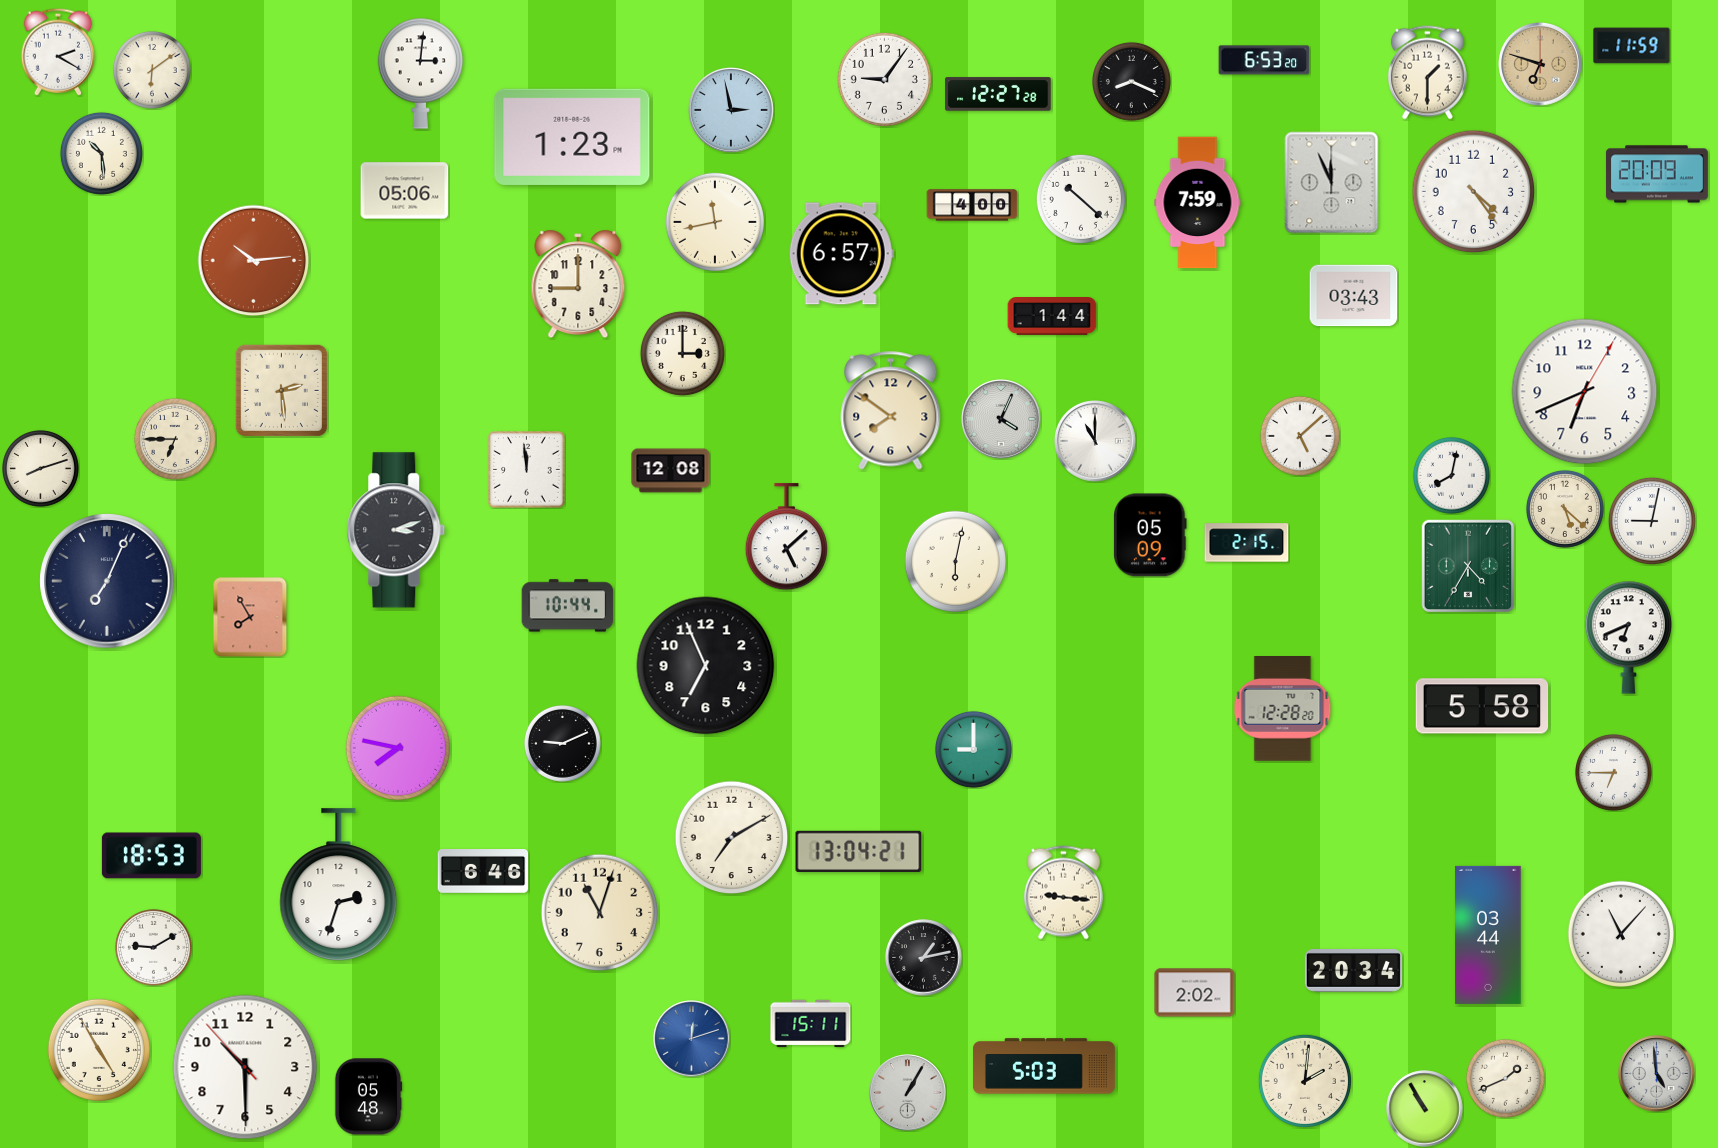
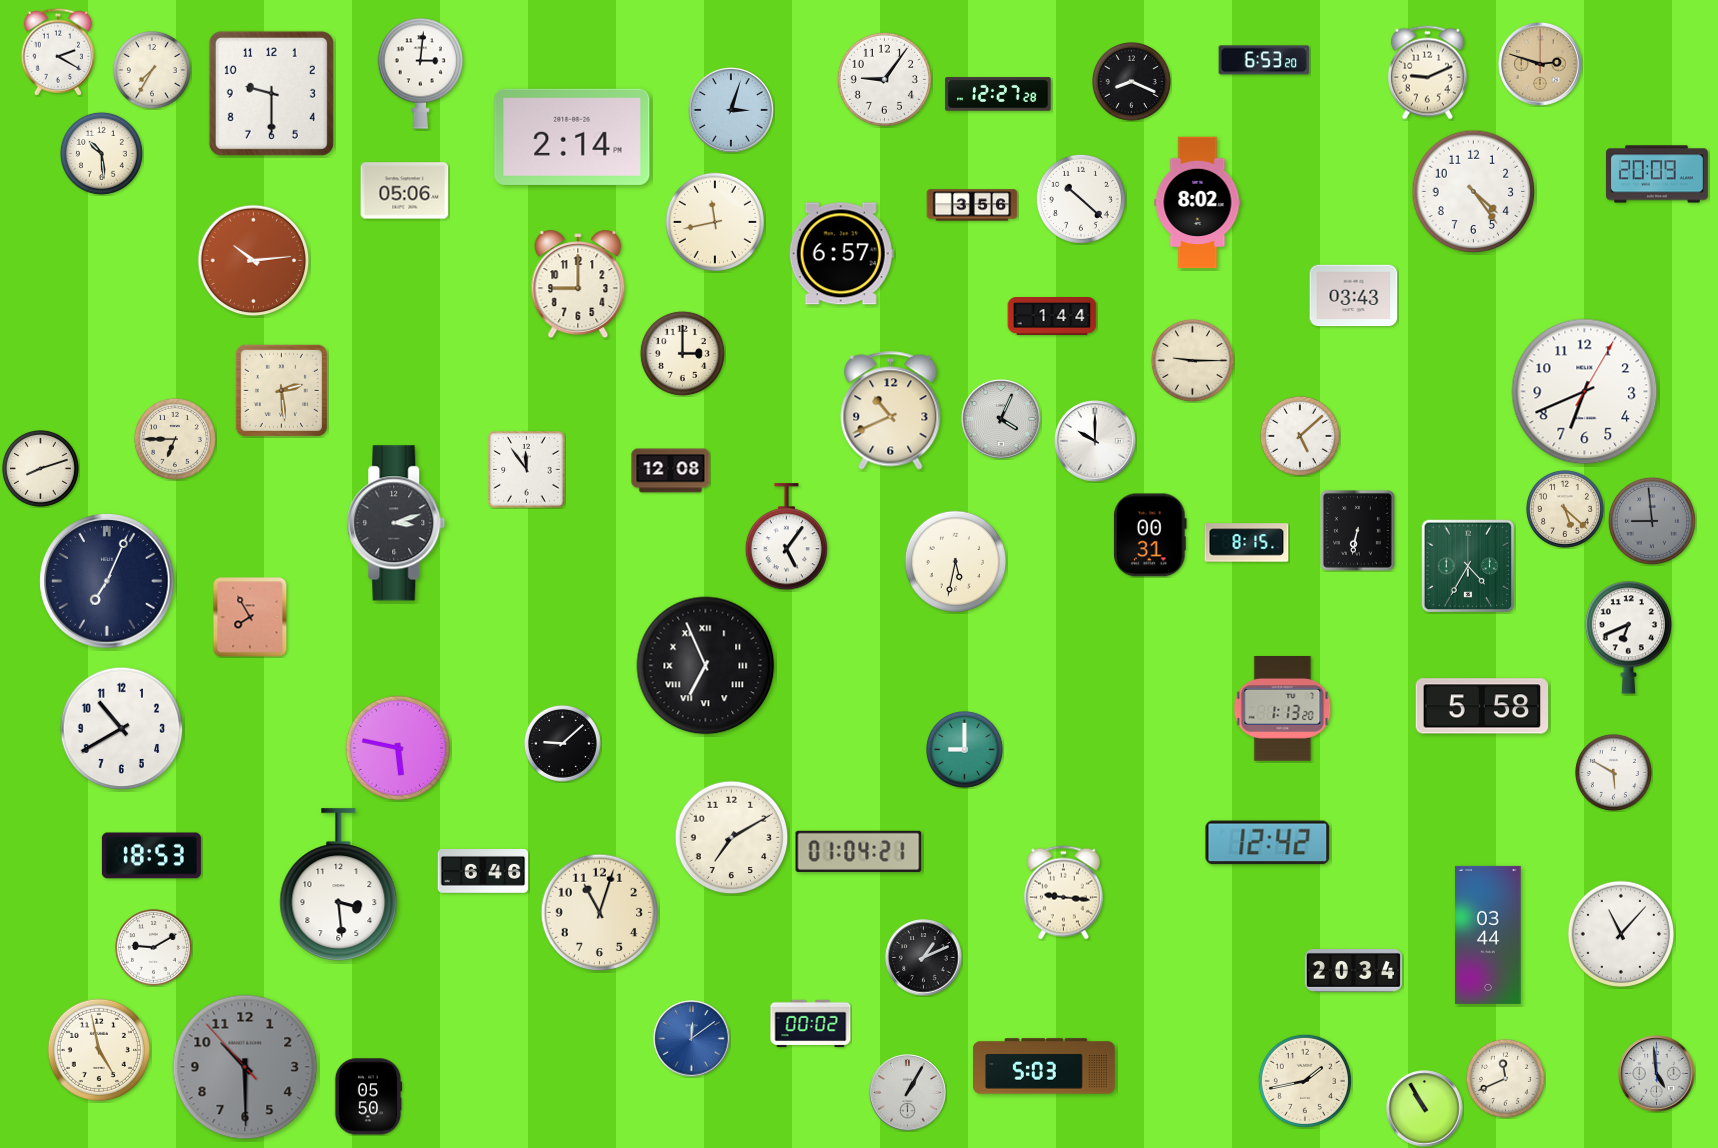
clock at (1632, 46): 11:59 -> none
clock at (1541, 65): 6:48 -> 2:48
clock at (152, 70): 6:09 -> 7:35
clock at (1427, 73): 1:30 -> 9:11
clock at (271, 93): none -> 9:30
clock at (731, 110): 2:58 -> 3:03
clock at (572, 137): 1:23 -> 2:14
clock at (1332, 183): 11:56 -> none
clock at (1198, 203): 7:59 -> 8:02
clock at (972, 205): 4:00 -> 3:56
clock at (1192, 360): none -> 9:15
clock at (891, 411): 7:51 -> 10:41
clock at (1095, 441): 11:00 -> 10:00
clock at (527, 470): 11:59 -> 11:54
clock at (1451, 475): 8:02 -> none
clock at (1652, 521): 9:02 -> 8:59
clock at (1652, 521) dial: white -> grey
clock at (396, 530) position: (396, 530) -> (396, 523)
clock at (1357, 530): none -> 6:32
clock at (1150, 535): 05:09 -> 00:31
clock at (786, 537): 5:08 -> 5:06
clock at (1247, 543): 2:15 -> 8:15
clock at (955, 561): 6:02 -> 5:32
clock at (568, 606): 10:44 -> none
clock at (706, 666) numerals: Arabic -> Roman
clock at (1283, 709): 12:28 -> 1:13
clock at (122, 729): none -> 10:40
clock at (562, 743): 9:11 -> 9:08
clock at (397, 747): 7:47 -> 5:47
clock at (973, 749) position: (973, 749) -> (964, 749)
clock at (1613, 772): 6:45 -> 5:50
clock at (1268, 843): none -> 12:42
clock at (859, 851): 13:04 -> 01:04
clock at (339, 884): 2:33 -> 3:29
clock at (924, 958): 1:13 -> 1:11
clock at (1195, 993): 2:02 -> none
clock at (811, 1024): 15:11 -> 00:02
clock at (692, 1039): 12:12 -> 12:09
clock at (98, 1049): 4:55 -> 4:58
clock at (245, 1067) dial: white -> grey
clock at (1505, 1078): 1:41 -> 11:41
clock at (1305, 1081): 2:01 -> 1:43
clock at (368, 1097): 05:48 -> 05:50
